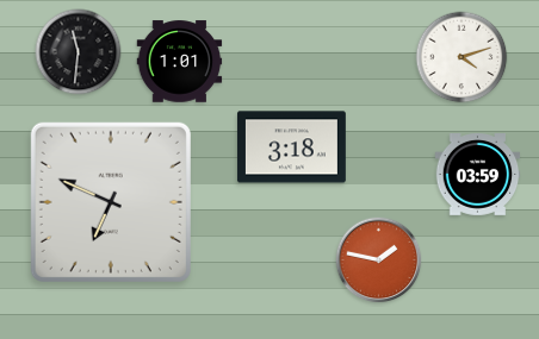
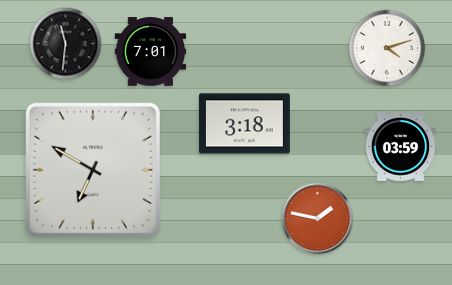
clock at (180, 62): 1:01 -> 7:01
clock at (111, 202): 6:49 -> 6:50
